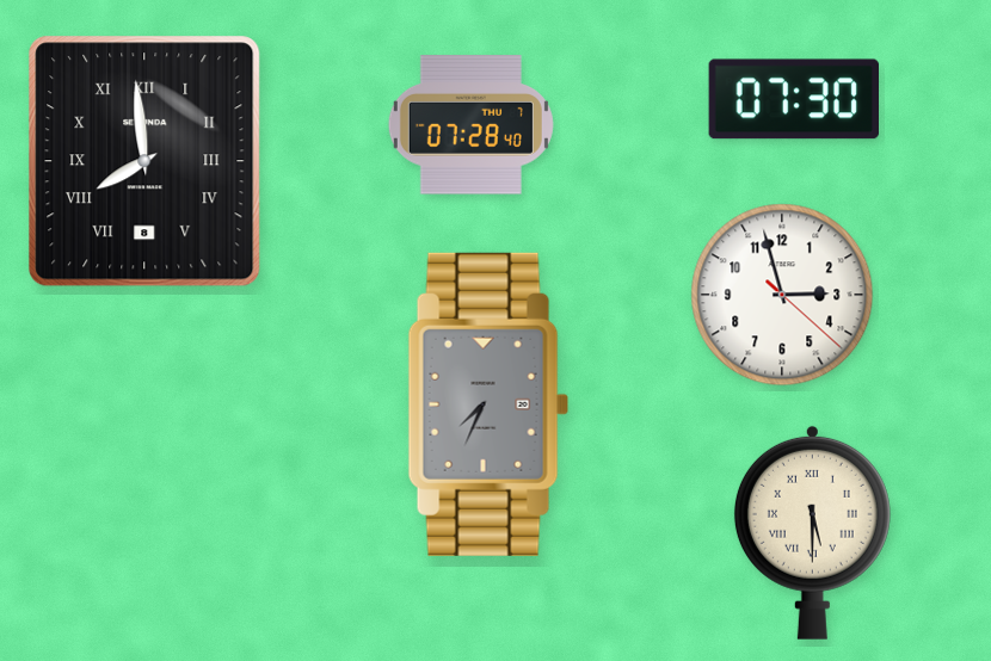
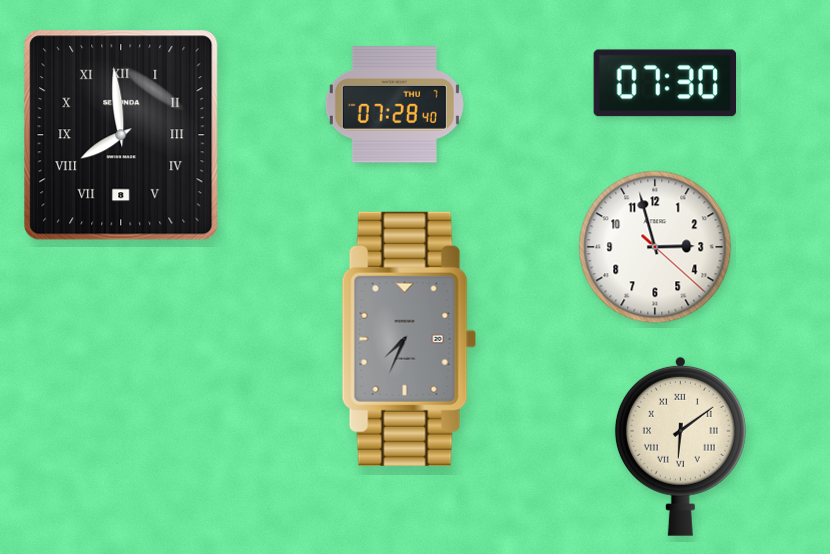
clock at (812, 532): 5:30 -> 6:09
